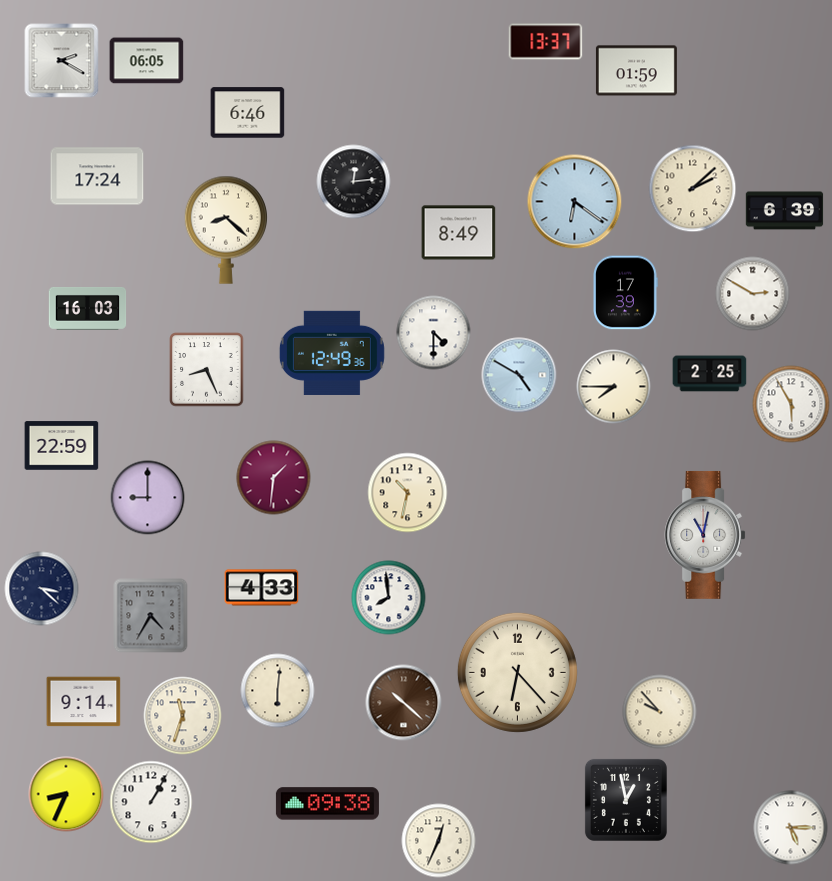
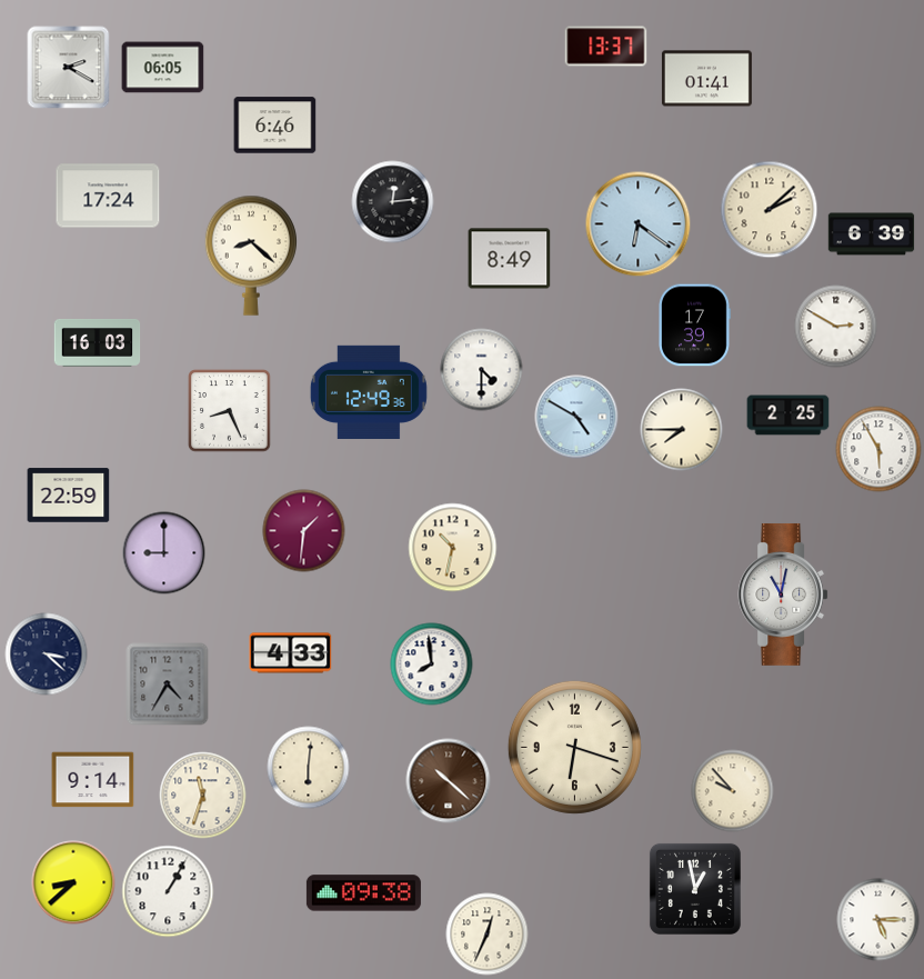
clock at (636, 71): 01:59 -> 01:41
clock at (517, 672): 6:23 -> 6:18
clock at (66, 794): 8:34 -> 8:38
